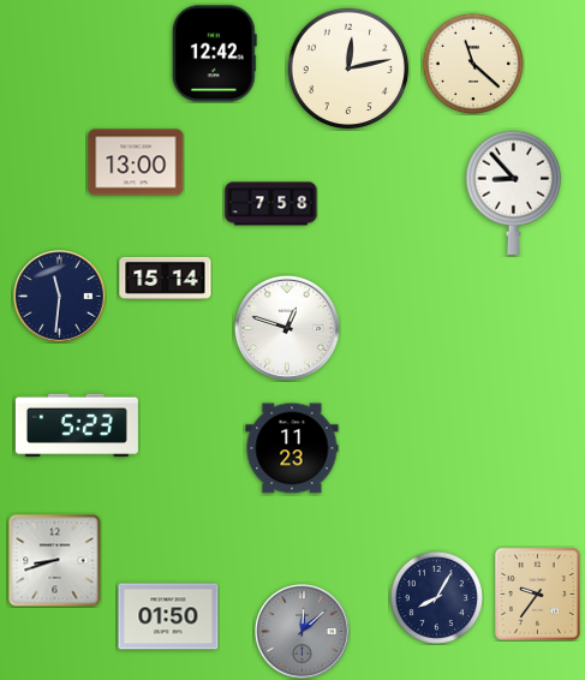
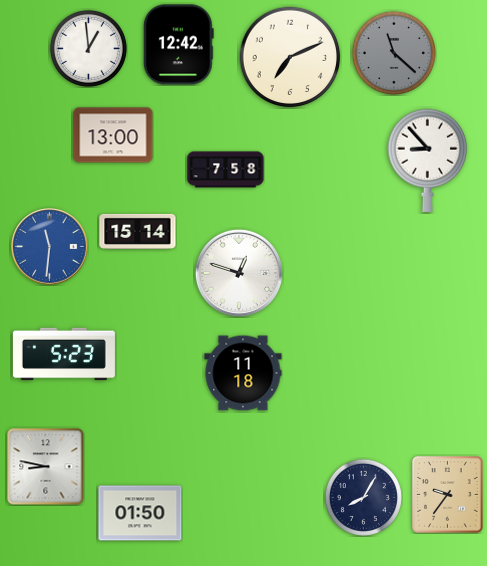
clock at (88, 48): none -> 12:59
clock at (473, 64) dial: cream -> grey
clock at (348, 68): 12:13 -> 7:11
clock at (60, 297) dial: navy -> blue
clock at (292, 448): 11:23 -> 11:18
clock at (55, 561): 8:42 -> 8:47
clock at (303, 632): 12:08 -> none
